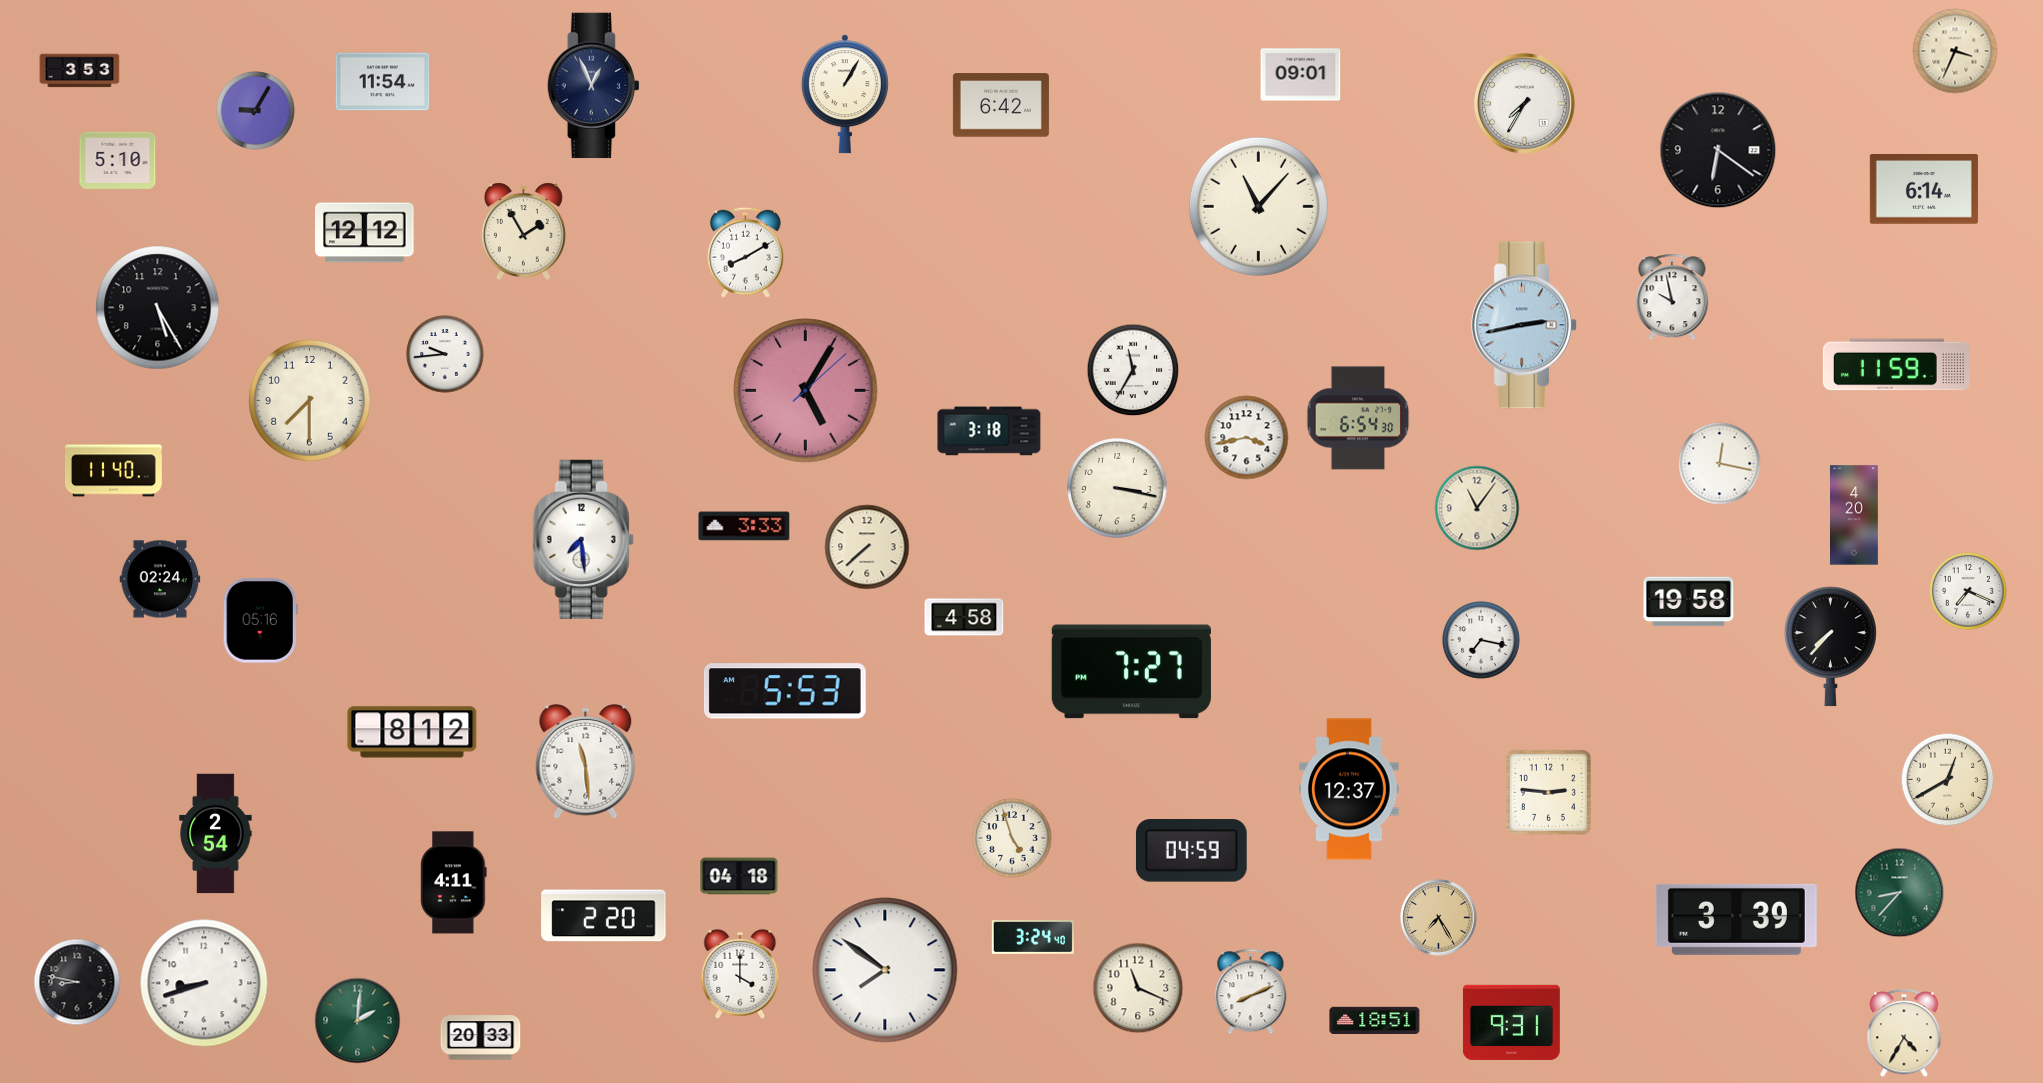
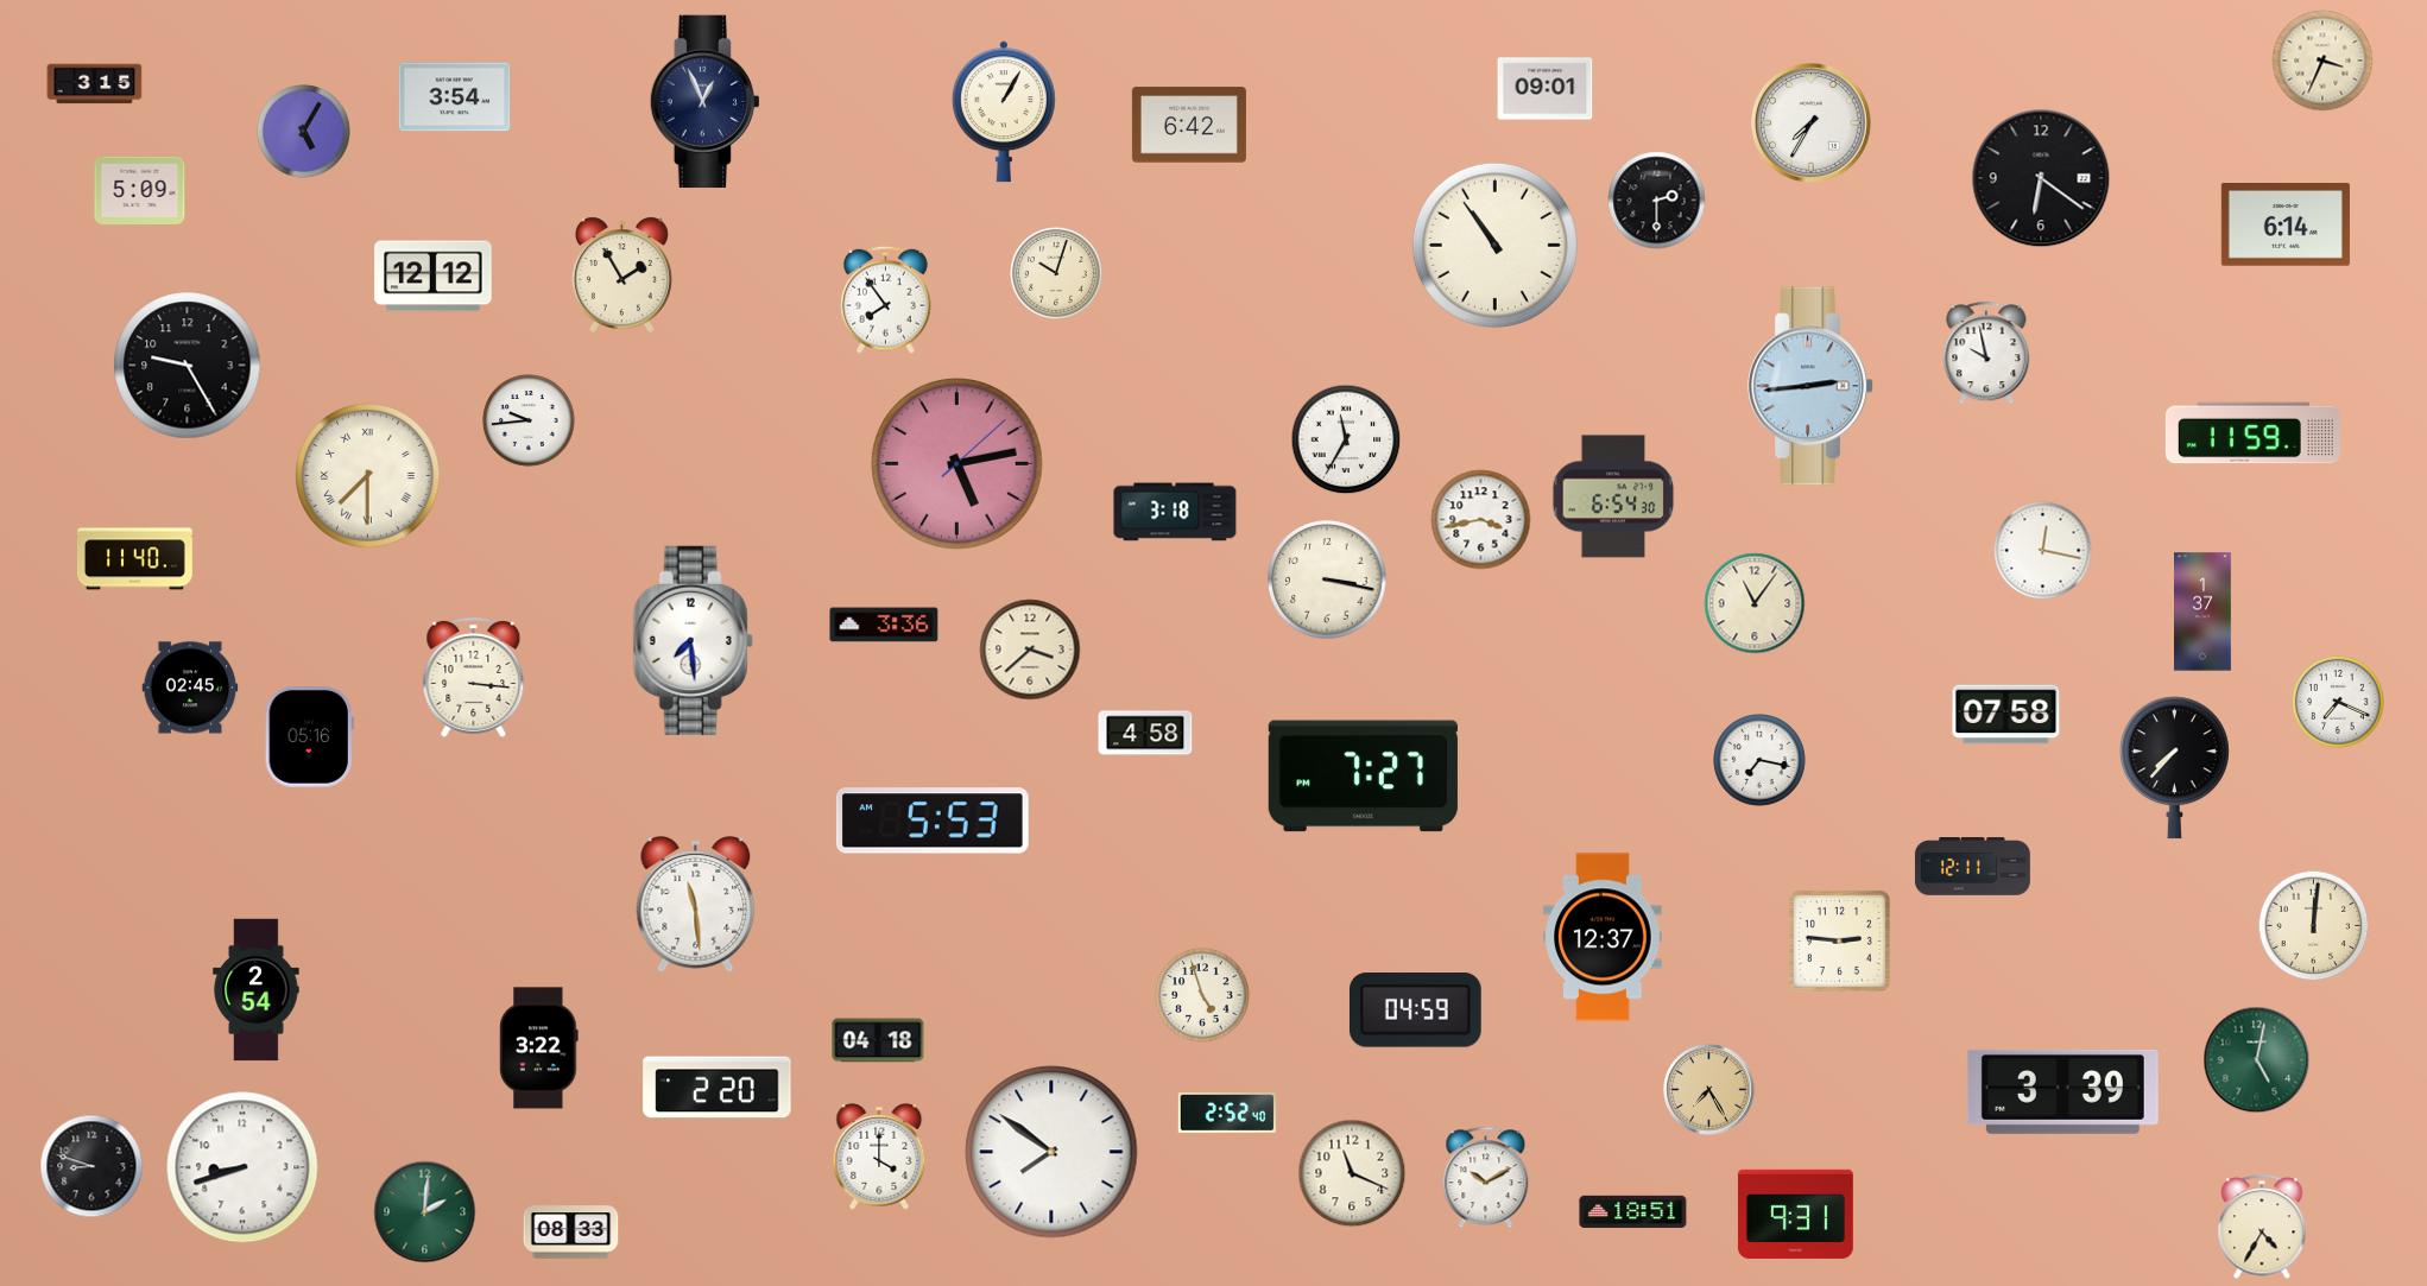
clock at (80, 71): 3:53 -> 3:15
clock at (383, 82): 11:54 -> 3:54
clock at (256, 111): 9:05 -> 5:05
clock at (118, 160): 5:10 -> 5:09
clock at (1657, 201): none -> 2:30
clock at (1258, 206): 11:07 -> 10:54
clock at (1056, 273): none -> 10:03
clock at (746, 252): 8:10 -> 7:54
clock at (158, 308): 5:25 -> 9:25
clock at (1525, 325): 2:43 -> 2:44
clock at (806, 391): 5:05 -> 5:13
clock at (310, 401) numerals: Arabic -> Roman
clock at (1855, 515): 4:20 -> 1:37
clock at (744, 526): 3:33 -> 3:36
clock at (867, 547): 7:38 -> 3:38
clock at (474, 677): none -> 3:16
clock at (160, 579): 02:24 -> 02:45
clock at (1689, 602): 19:58 -> 07:58
clock at (1131, 672) position: (1131, 672) -> (1363, 777)
clock at (1972, 867): none -> 12:11
clock at (412, 732): 8:12 -> none
clock at (1948, 780): 12:40 -> 12:01
clock at (454, 883): 4:11 -> 3:22
clock at (1900, 893): 8:37 -> 5:02
clock at (1033, 937): 3:24 -> 2:52
clock at (77, 982): 8:47 -> 8:48
clock at (1251, 992): 8:11 -> 10:10
clock at (481, 1038): 20:33 -> 08:33
